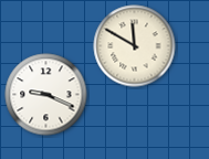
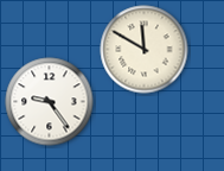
clock at (46, 95): 9:19 -> 9:24
